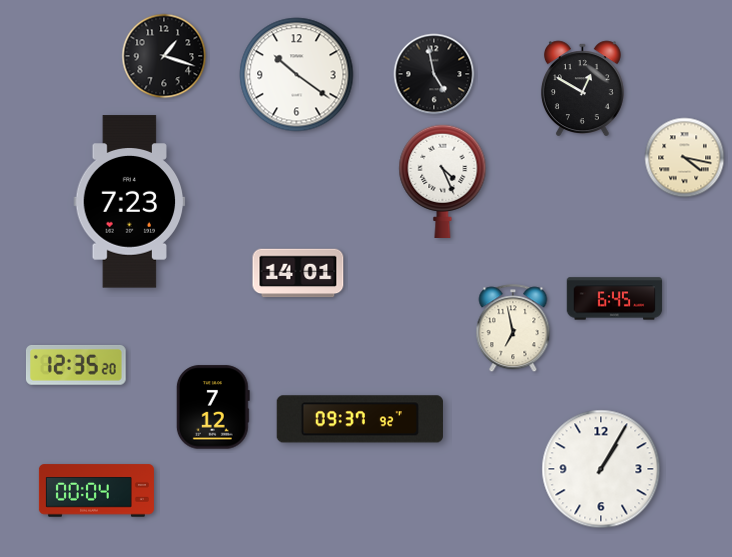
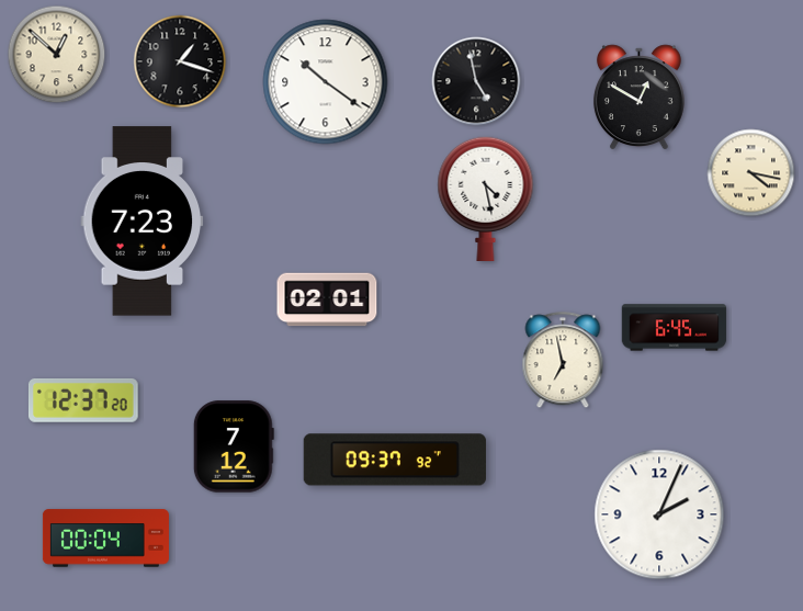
clock at (57, 55): none -> 12:52
clock at (443, 181): 4:26 -> 4:28
clock at (298, 273): 14:01 -> 02:01
clock at (76, 365): 12:35 -> 12:37
clock at (601, 469): 1:05 -> 2:04
